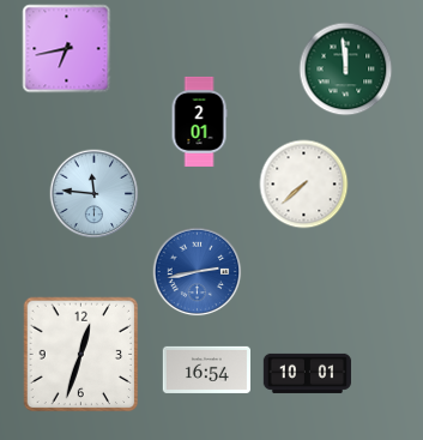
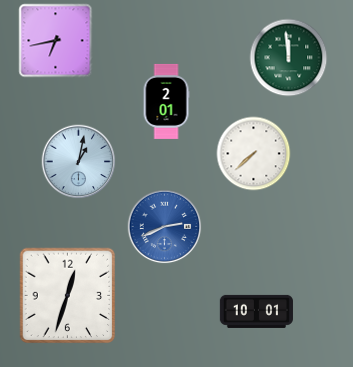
clock at (95, 194): 11:46 -> 1:02
clock at (198, 272): 2:43 -> 2:41
clock at (206, 369): 16:54 -> none
